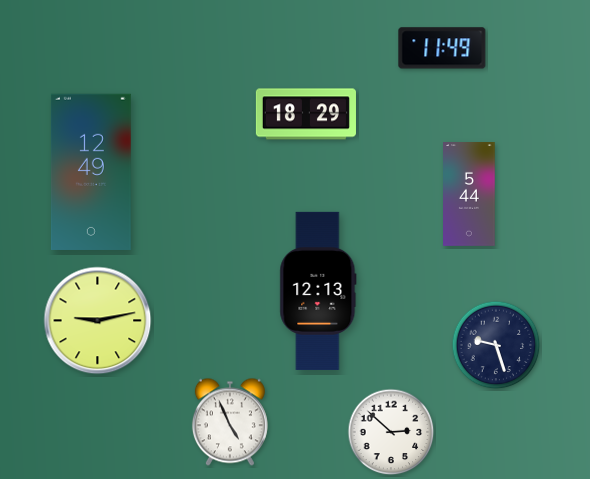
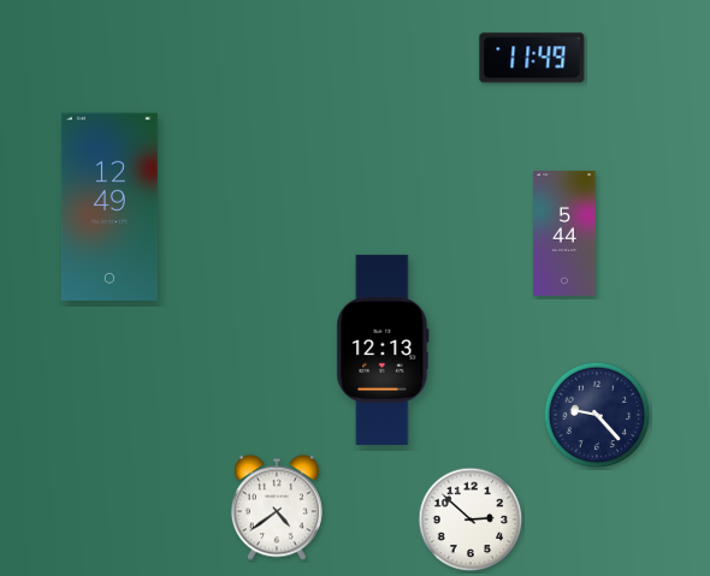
clock at (306, 114): 18:29 -> none
clock at (98, 321): 9:13 -> none
clock at (496, 345): 9:27 -> 9:23
clock at (230, 422): 4:56 -> 4:39
